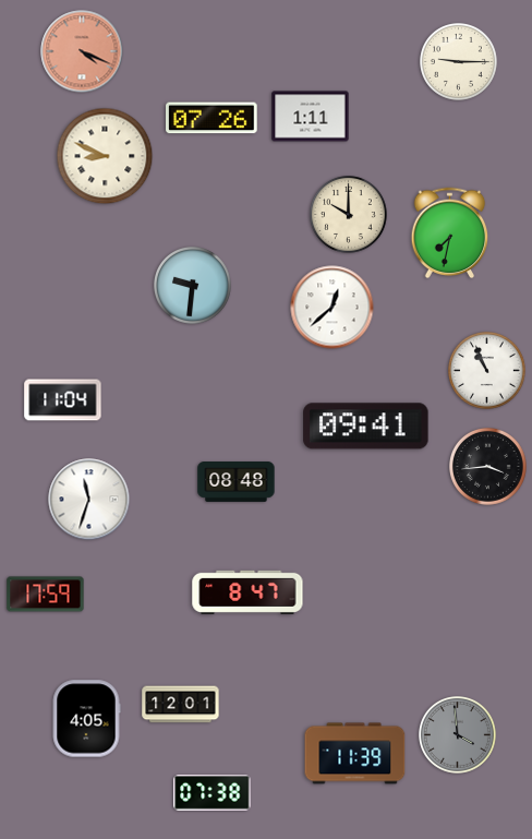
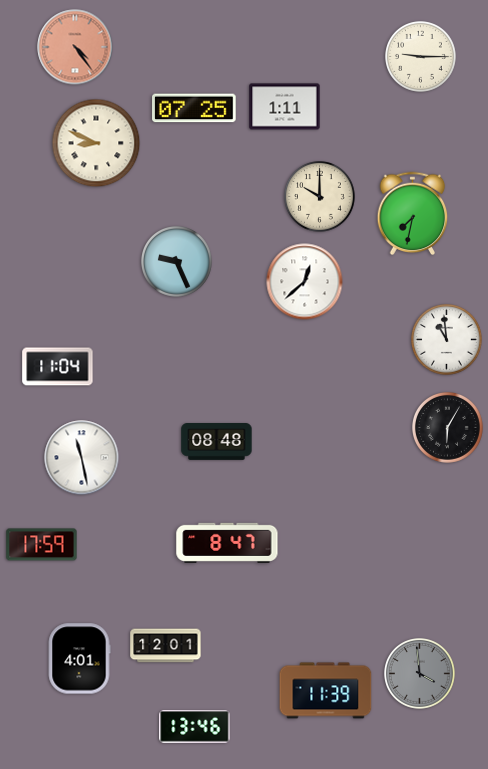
clock at (82, 51): 4:19 -> 4:24
clock at (211, 118): 07:26 -> 07:25
clock at (193, 286): 9:31 -> 9:26
clock at (487, 371): 10:56 -> 10:59
clock at (366, 427): 09:41 -> none
clock at (488, 467): 3:44 -> 6:05
clock at (89, 500): 11:33 -> 11:28
clock at (86, 719): 4:05 -> 4:01
clock at (213, 793): 07:38 -> 13:46
